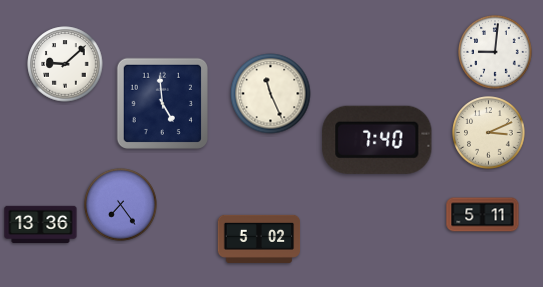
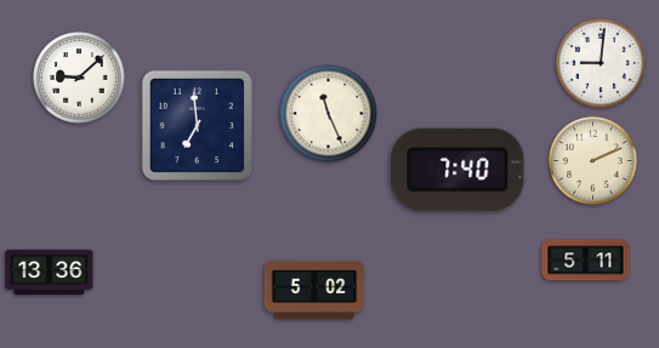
clock at (162, 103): 4:59 -> 6:59
clock at (489, 133): 3:11 -> 2:11
clock at (121, 205): 7:24 -> none
